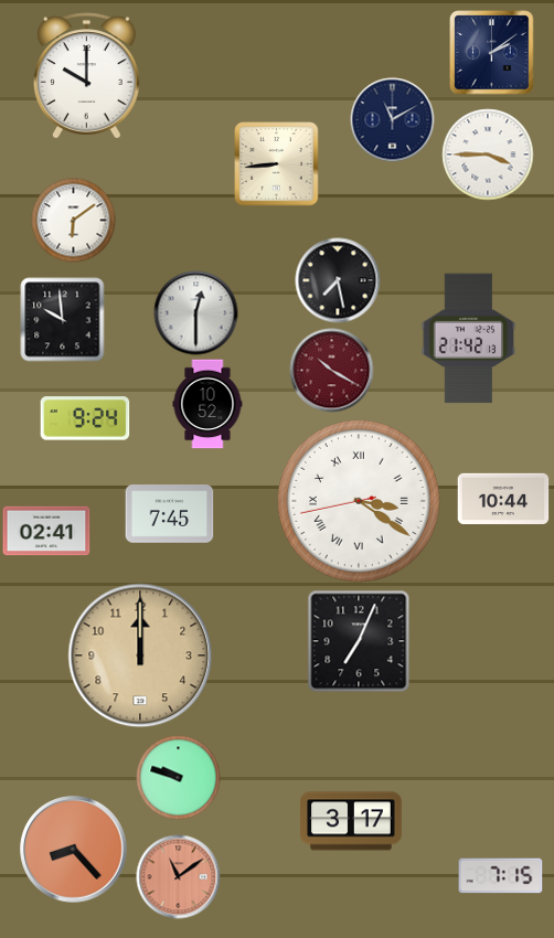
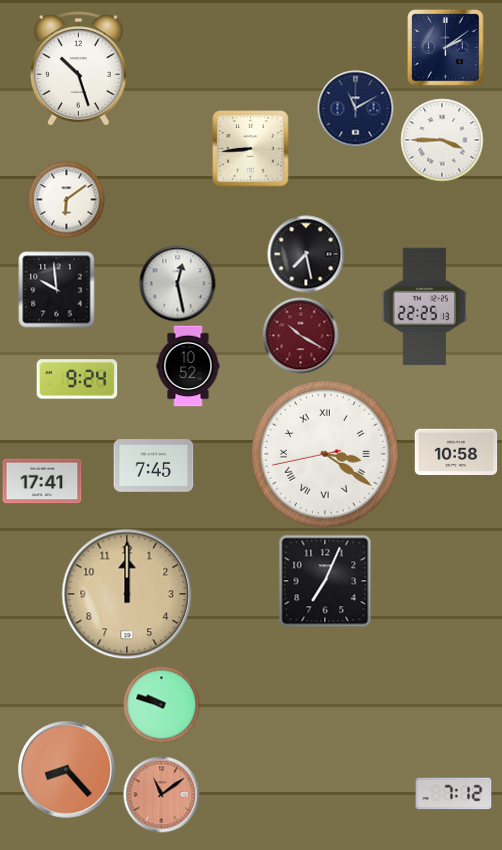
clock at (86, 76): 10:00 -> 10:27
clock at (196, 313): 12:30 -> 12:28
clock at (468, 339): 21:42 -> 22:25
clock at (503, 499): 10:44 -> 10:58
clock at (46, 531): 02:41 -> 17:41
clock at (352, 821): 3:17 -> none
clock at (501, 876): 7:15 -> 7:12
